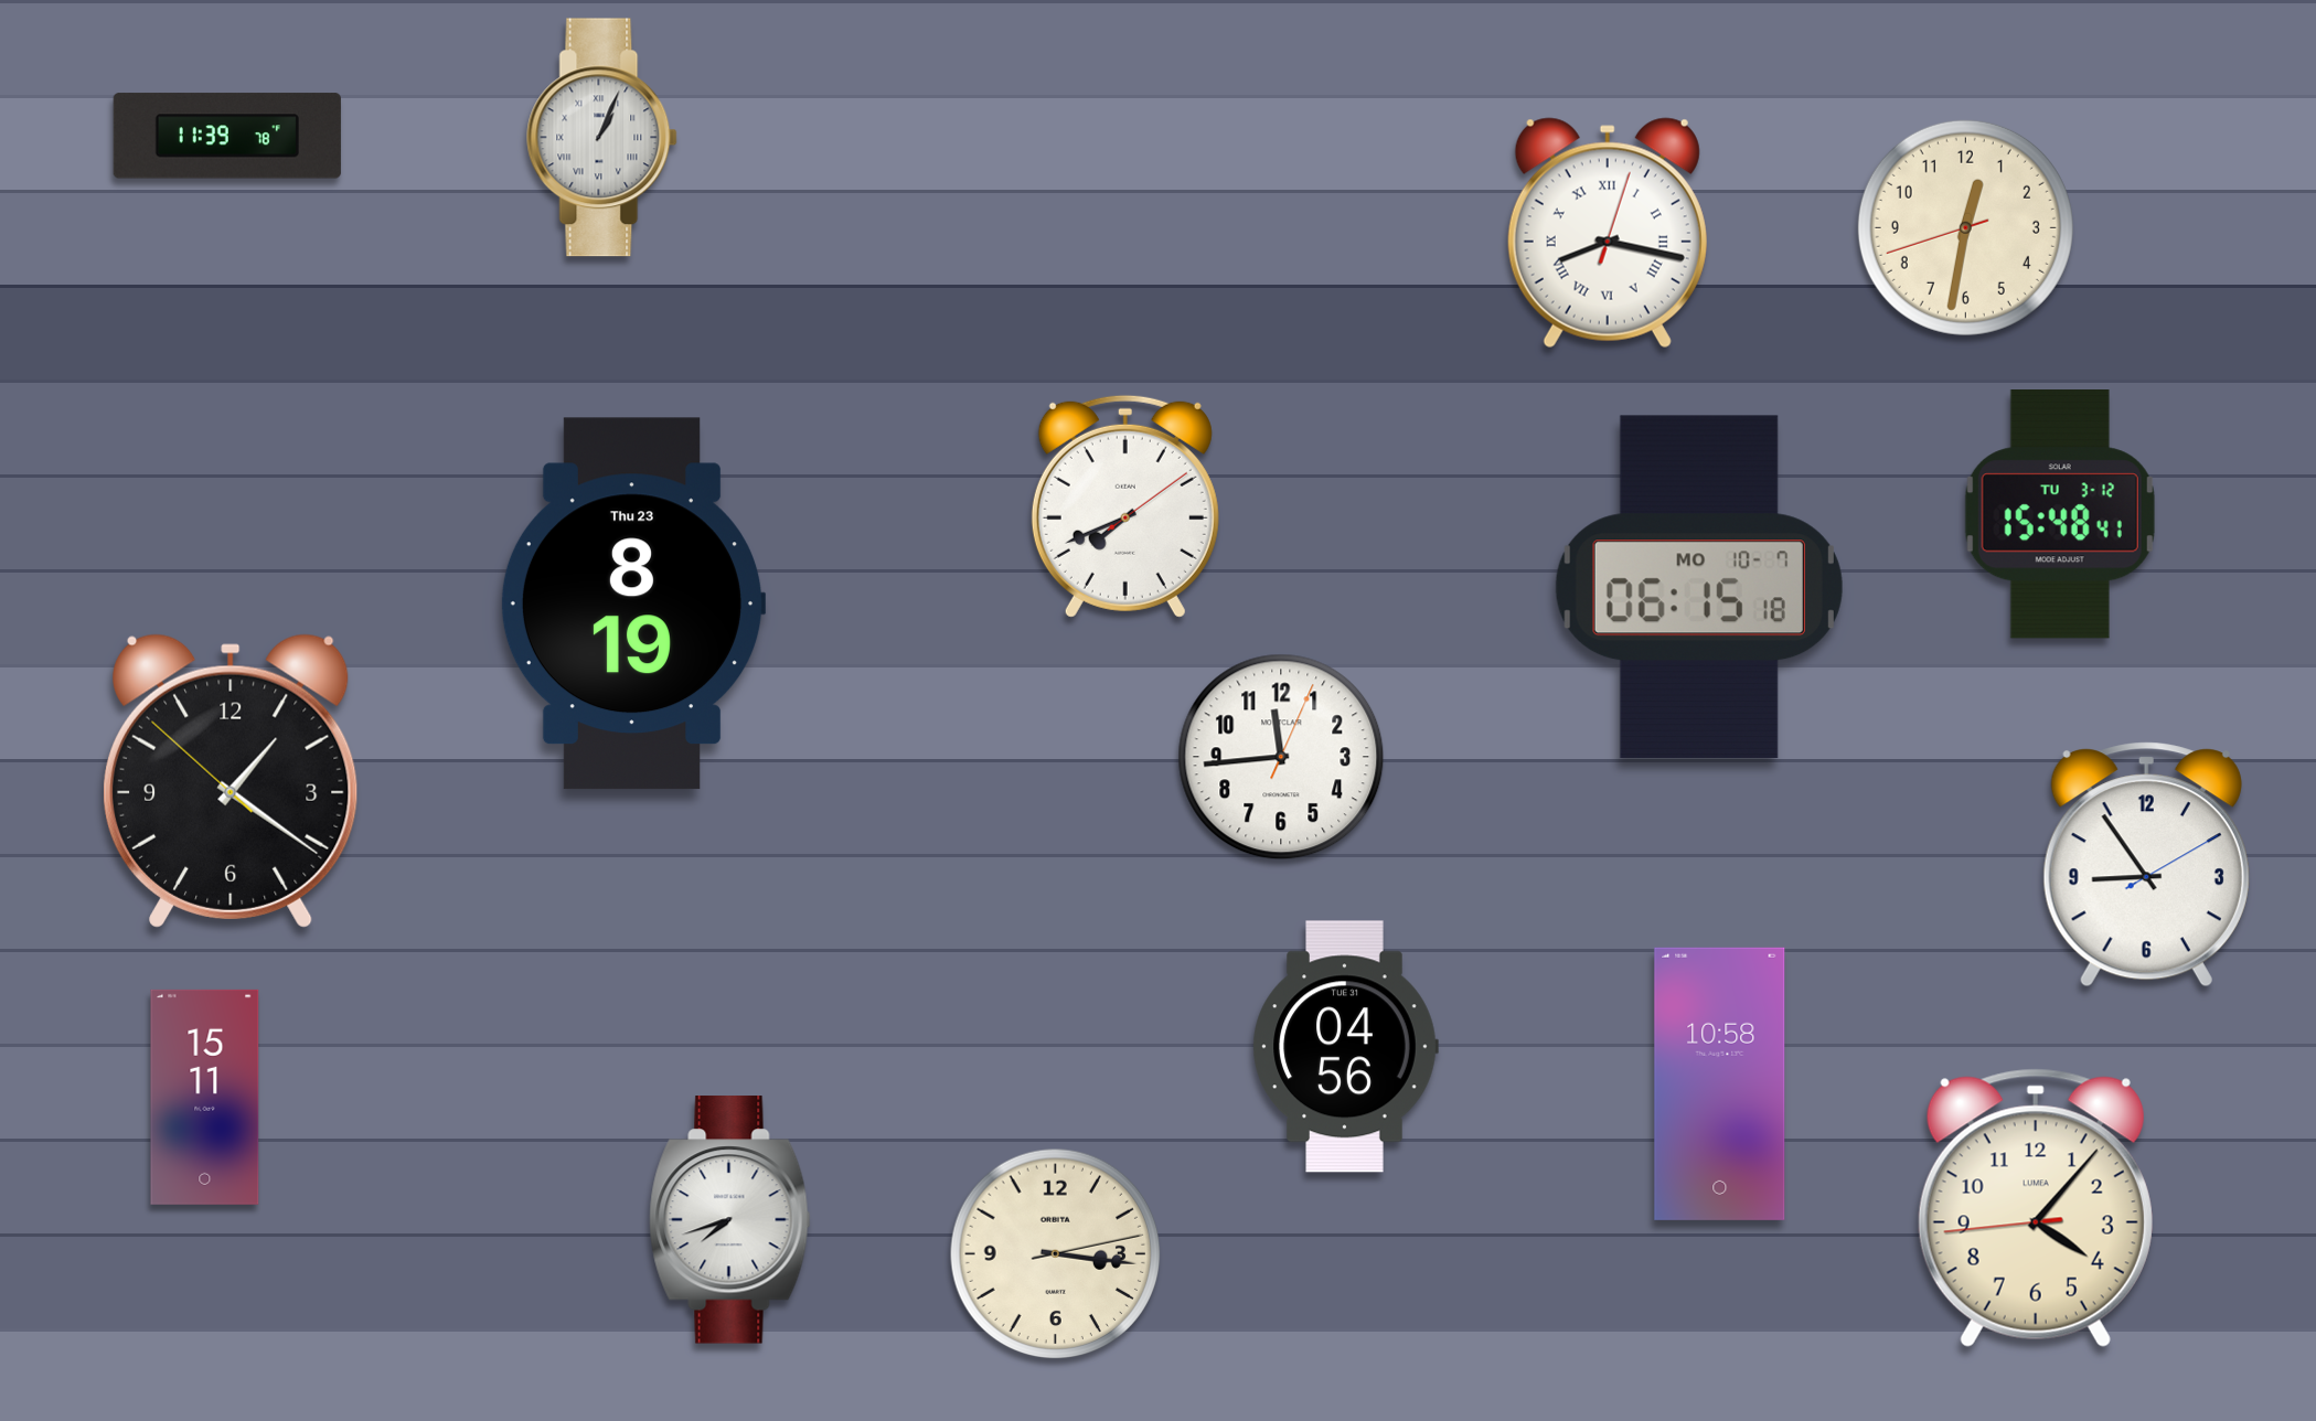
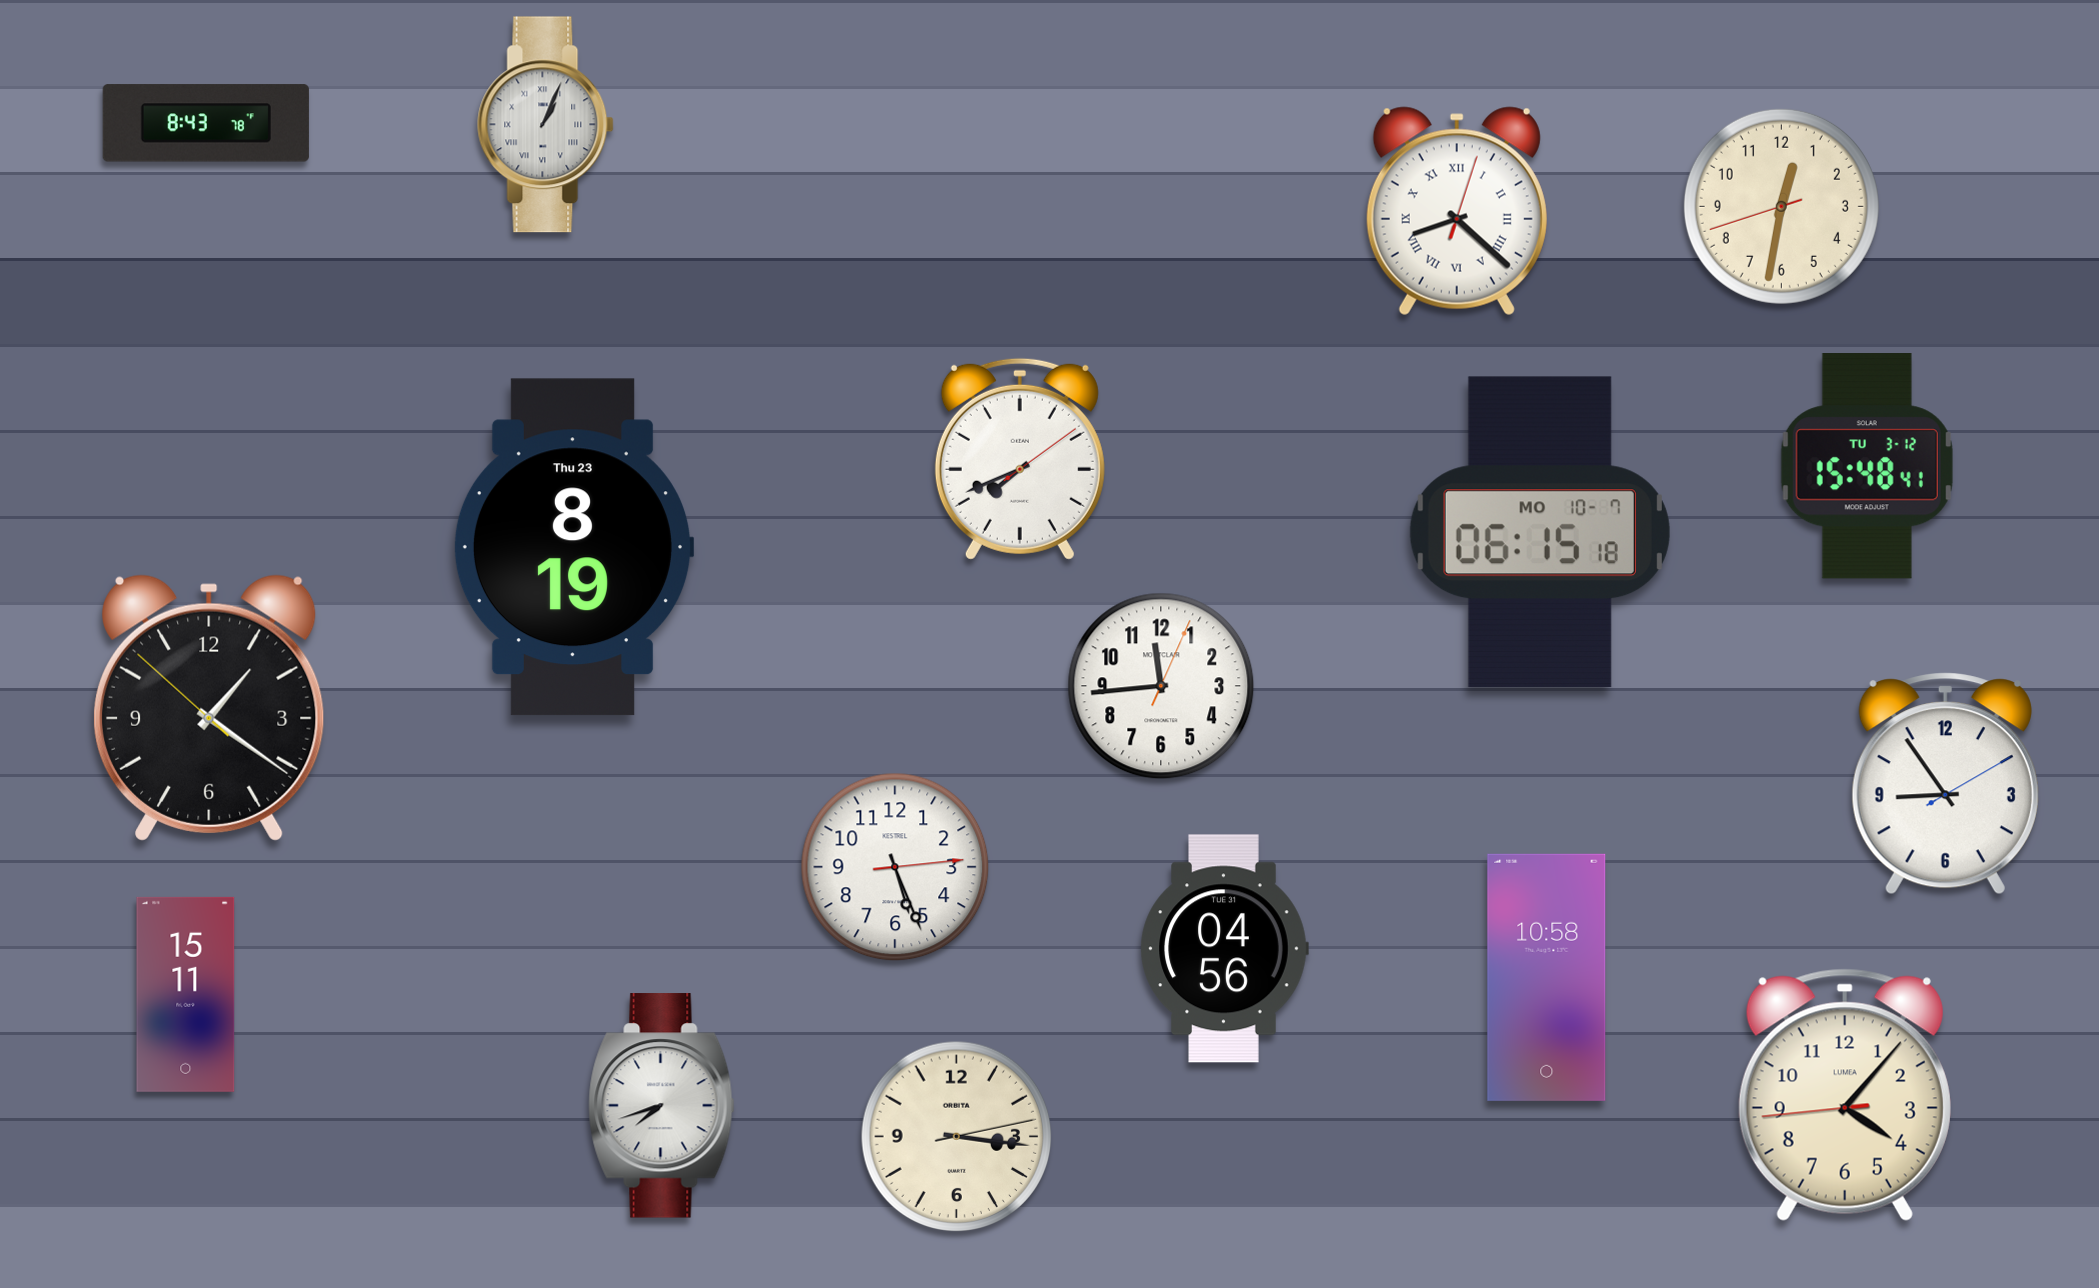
clock at (227, 136): 11:39 -> 8:43
clock at (1608, 233): 8:17 -> 8:22
clock at (895, 867): none -> 5:26
clock at (1345, 1047) position: (1345, 1047) -> (1224, 949)
clock at (1720, 1083) position: (1720, 1083) -> (1547, 977)
